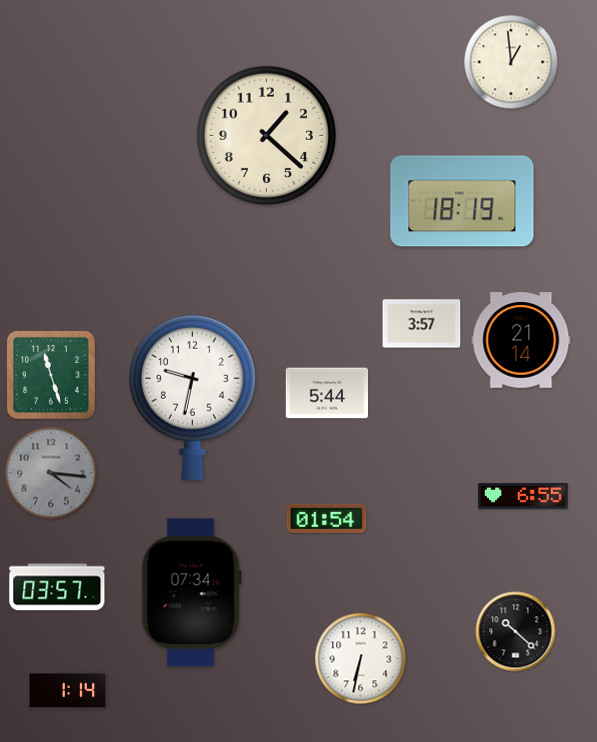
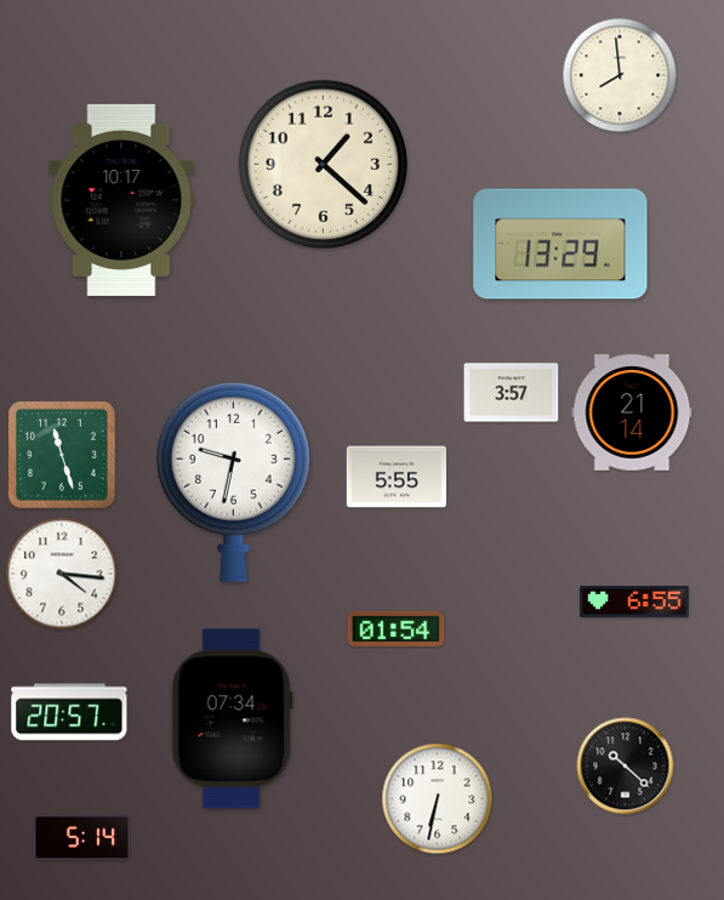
clock at (511, 62): 12:59 -> 7:59
clock at (121, 200): none -> 10:17
clock at (462, 201): 18:19 -> 13:29
clock at (327, 393): 5:44 -> 5:55
clock at (51, 473) dial: grey -> white
clock at (57, 587): 03:57 -> 20:57
clock at (68, 691): 1:14 -> 5:14
